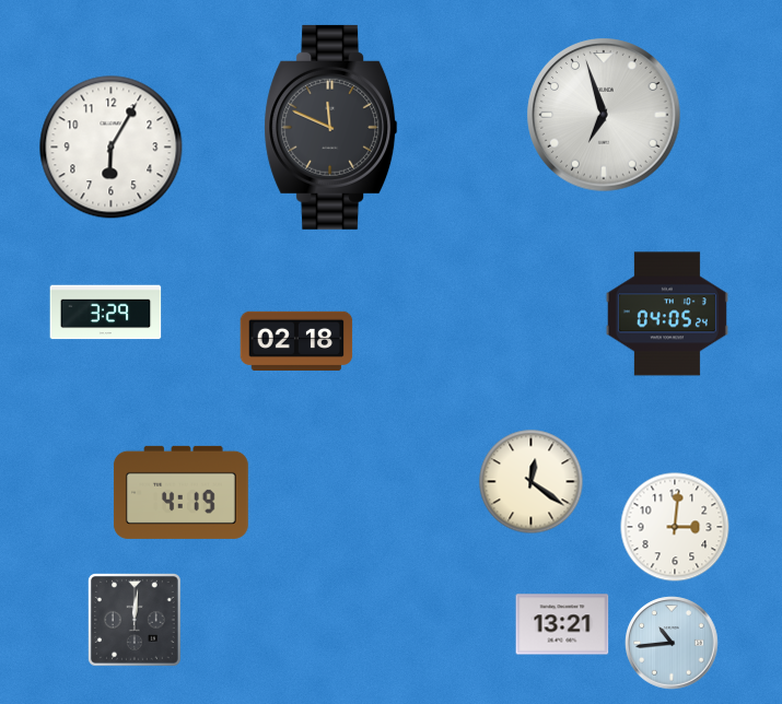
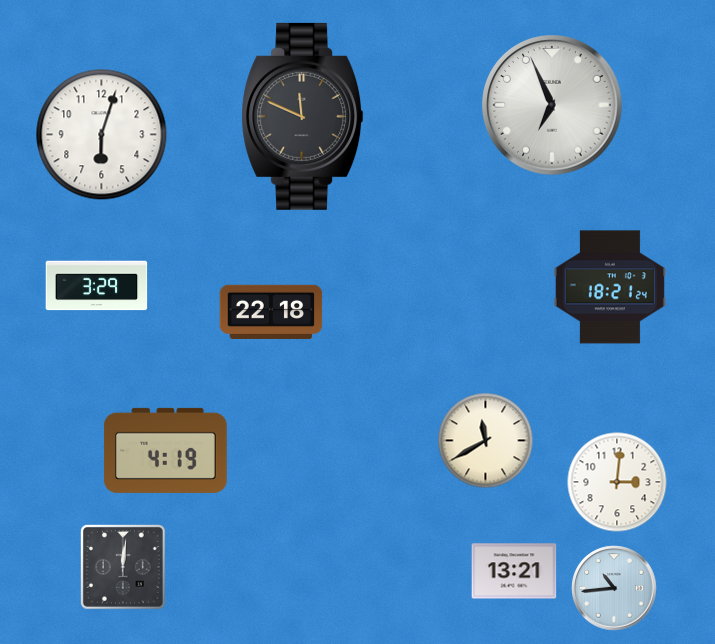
clock at (604, 115): 6:57 -> 6:56
clock at (112, 148): 6:05 -> 6:03
clock at (667, 314): 04:05 -> 18:21
clock at (296, 341): 02:18 -> 22:18
clock at (532, 482): 12:21 -> 11:40
